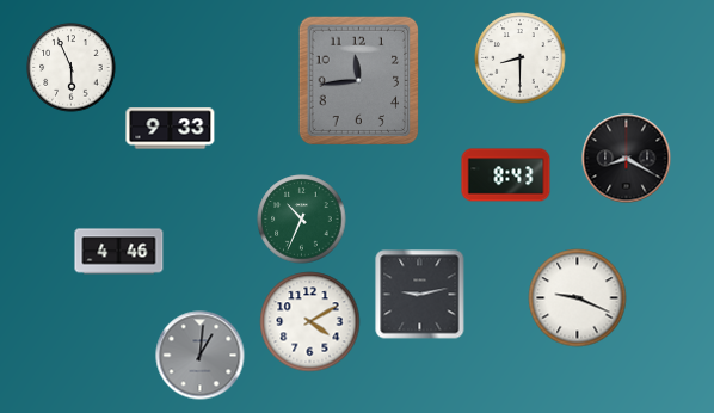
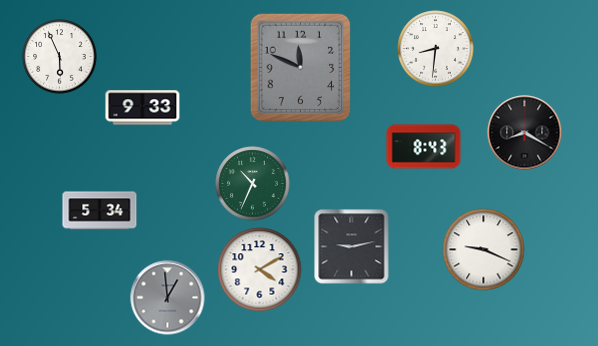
clock at (521, 58): 8:30 -> 8:31
clock at (359, 81): 11:44 -> 11:49
clock at (119, 252): 4:46 -> 5:34
clock at (201, 356): 1:01 -> 12:59
